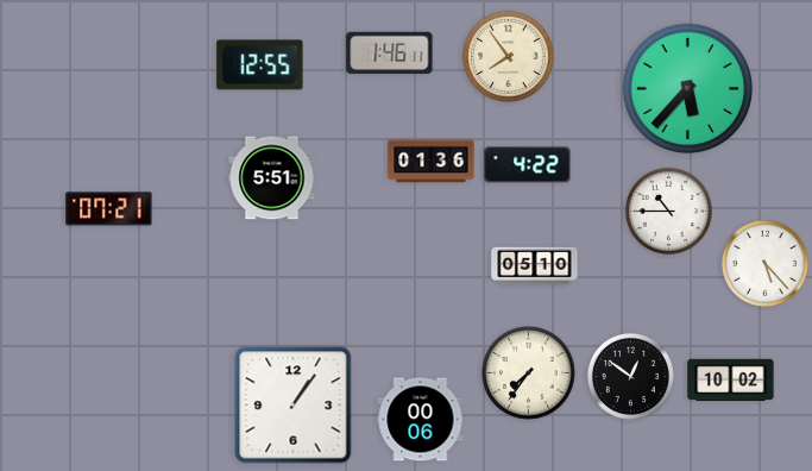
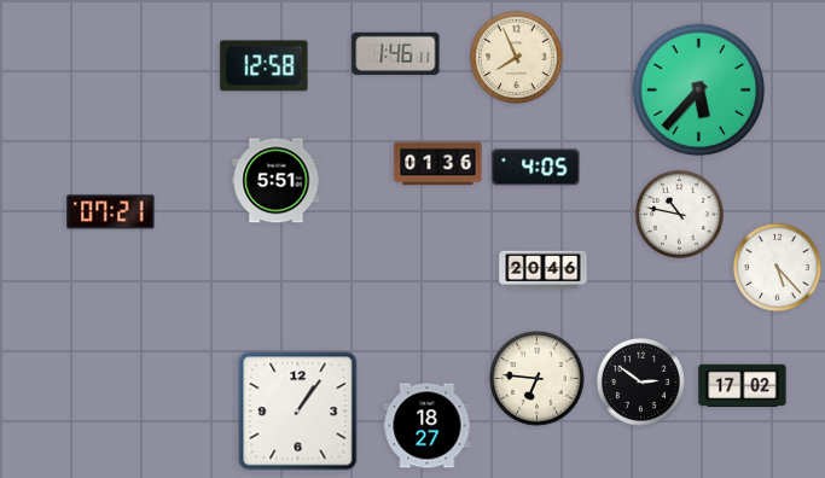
clock at (509, 57): 7:54 -> 7:56
clock at (260, 65): 12:55 -> 12:58
clock at (528, 165): 4:22 -> 4:05
clock at (668, 211): 10:45 -> 10:47
clock at (535, 266): 05:10 -> 20:46
clock at (529, 373): 7:36 -> 6:46
clock at (630, 376): 12:51 -> 2:51
clock at (731, 381): 10:02 -> 17:02
clock at (421, 420): 00:06 -> 18:27
